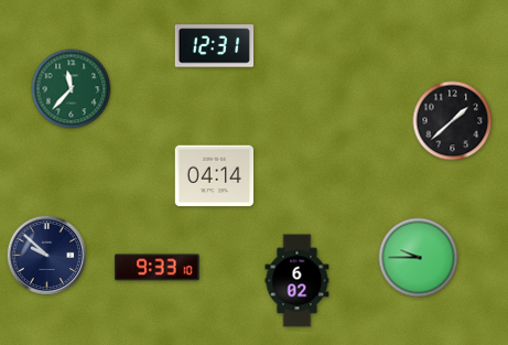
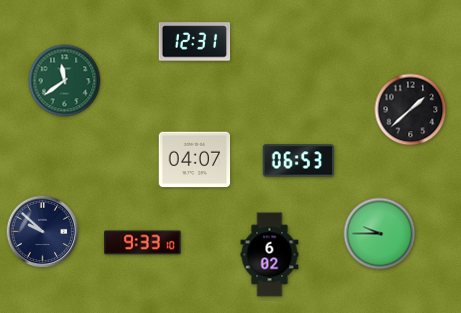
clock at (72, 89): 11:37 -> 11:39
clock at (215, 176): 04:14 -> 04:07
clock at (299, 161): none -> 06:53
